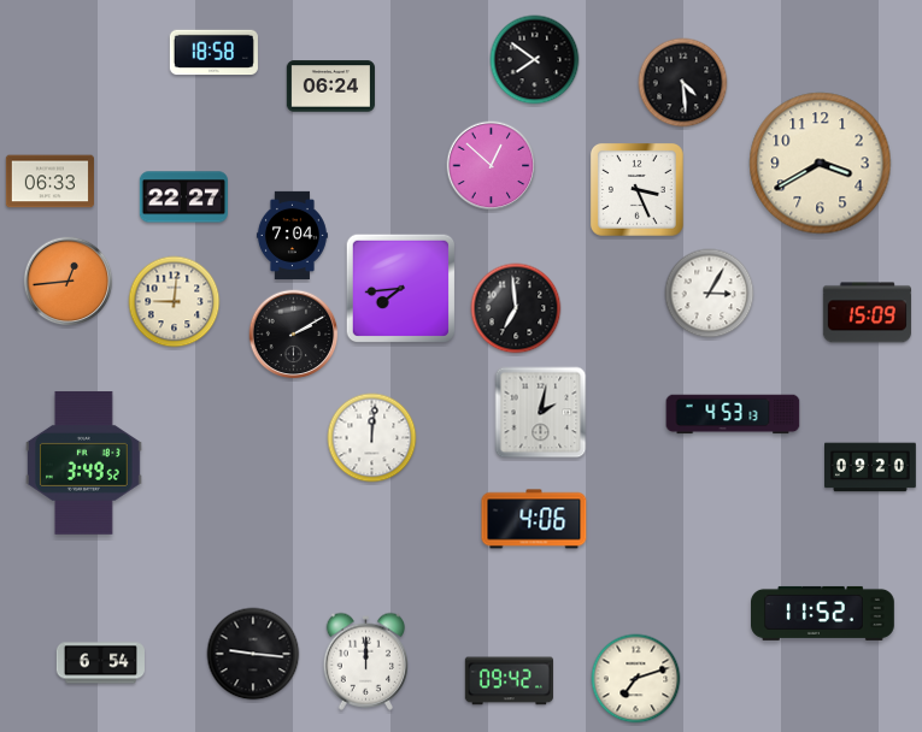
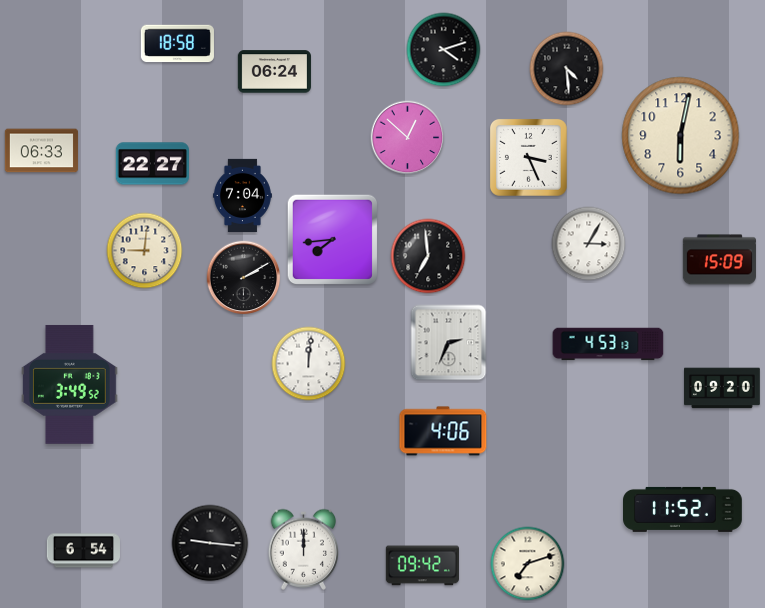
clock at (535, 60): 7:51 -> 4:12
clock at (821, 164): 3:40 -> 6:02
clock at (69, 282): 12:44 -> none
clock at (541, 413): 2:02 -> 2:34
